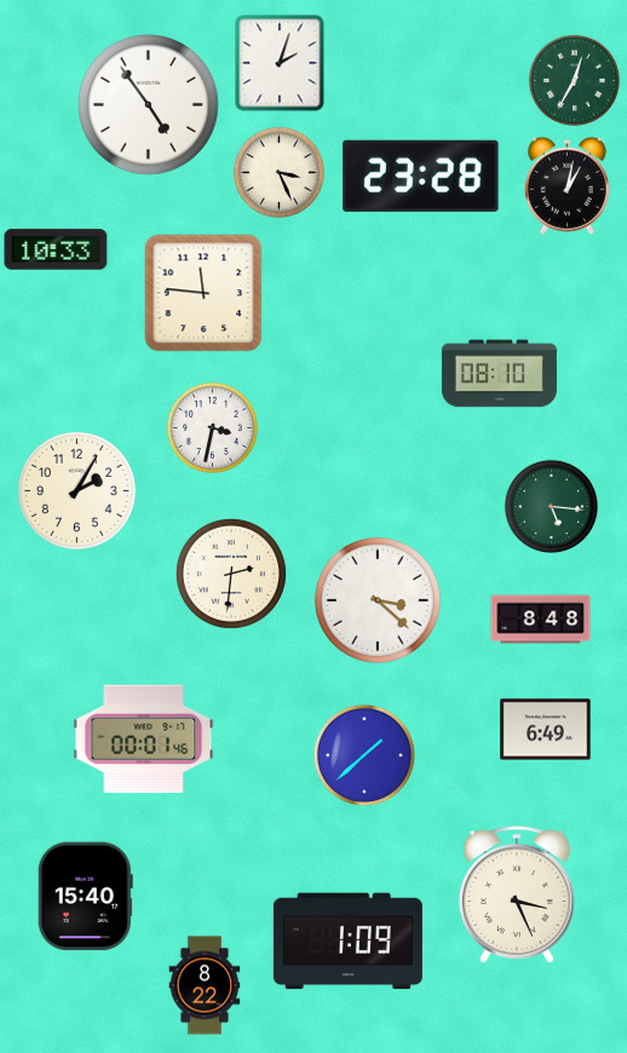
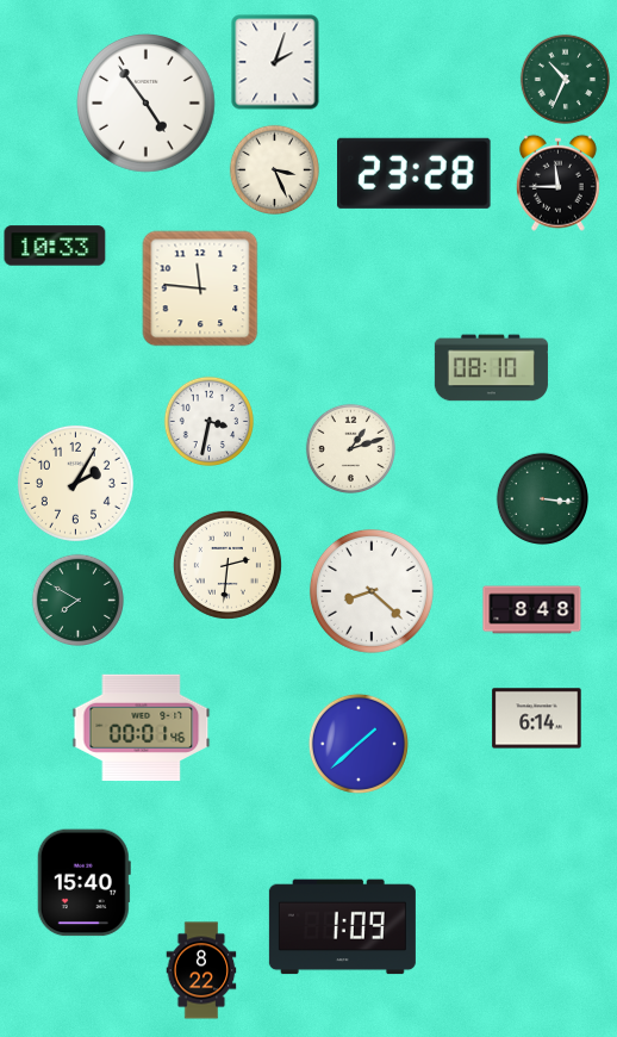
clock at (574, 80): 12:35 -> 10:34
clock at (566, 185): 1:02 -> 11:45
clock at (350, 448): none -> 1:12
clock at (551, 506): 5:16 -> 3:16
clock at (378, 600): 3:22 -> 8:22
clock at (77, 600): none -> 7:50
clock at (546, 730): 6:49 -> 6:14
clock at (518, 894): 3:26 -> none
